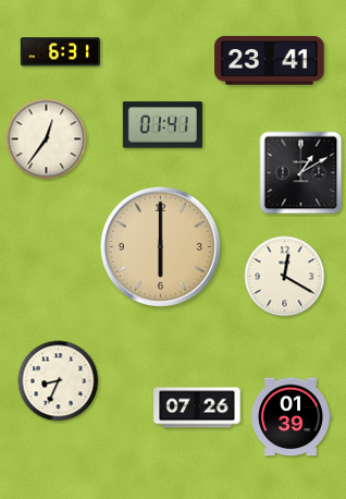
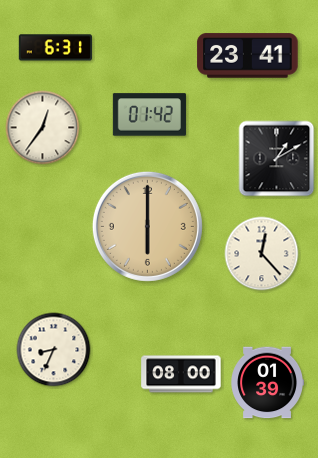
clock at (162, 125): 01:41 -> 01:42
clock at (285, 277): 12:20 -> 12:23
clock at (197, 407): 07:26 -> 08:00
